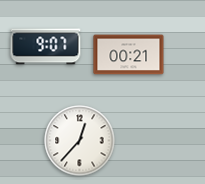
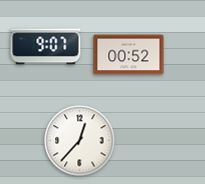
clock at (129, 55): 00:21 -> 00:52
